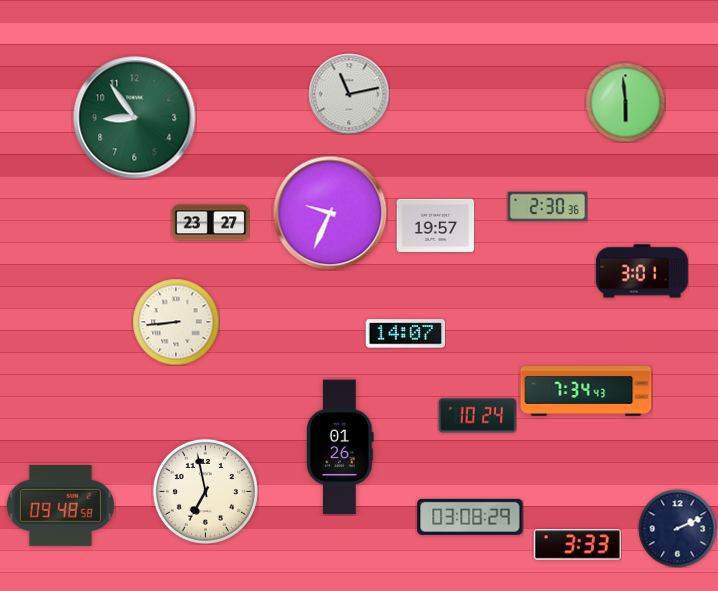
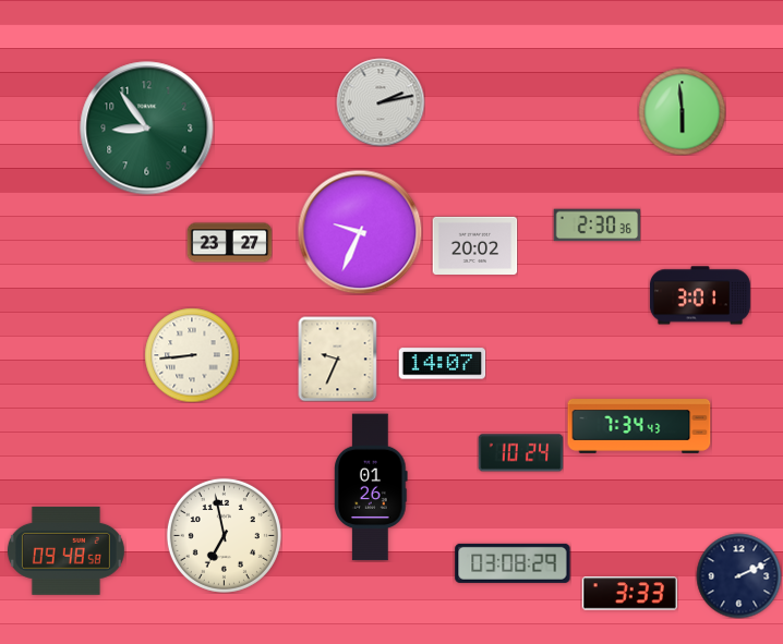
clock at (349, 94): 11:13 -> 2:13
clock at (435, 225): 19:57 -> 20:02
clock at (176, 322) position: (176, 322) -> (192, 355)
clock at (338, 359): none -> 9:34
